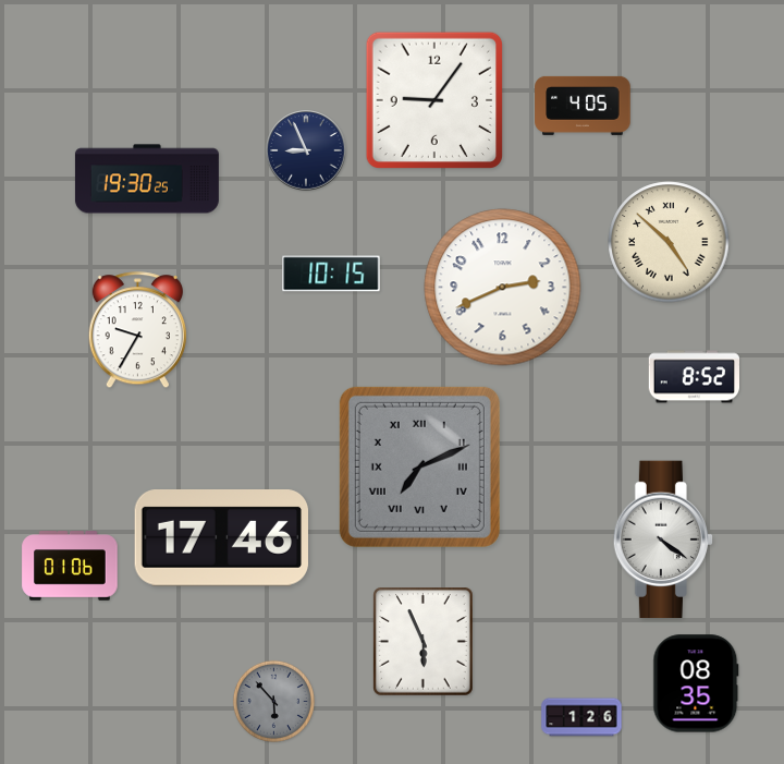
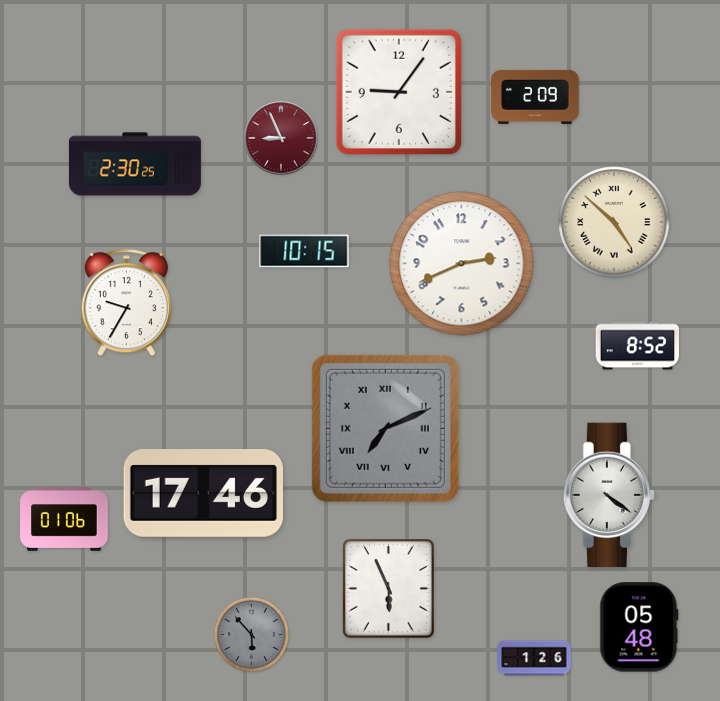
clock at (583, 106): 4:05 -> 2:09
clock at (306, 150) dial: navy -> burgundy
clock at (147, 179): 19:30 -> 2:30
clock at (696, 683): 08:35 -> 05:48
clock at (273, 701) position: (273, 701) -> (251, 634)
